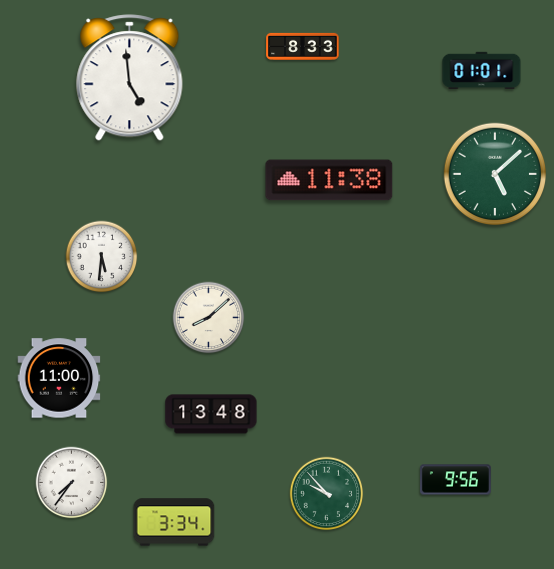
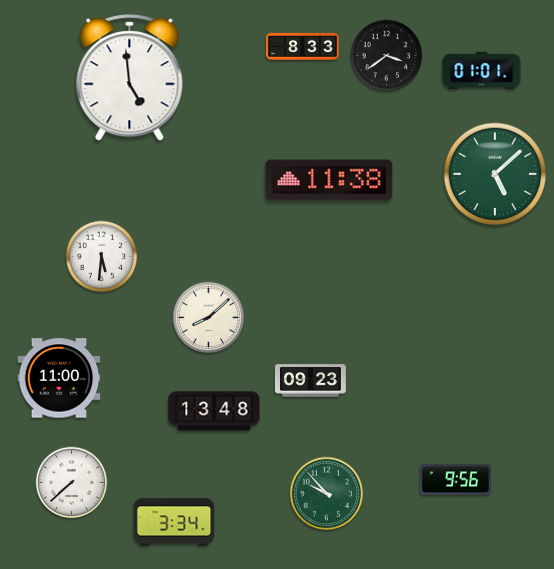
clock at (387, 56): none -> 3:39
clock at (310, 381): none -> 09:23
clock at (211, 414) position: (211, 414) -> (214, 411)
clock at (72, 483): 7:36 -> 7:38
